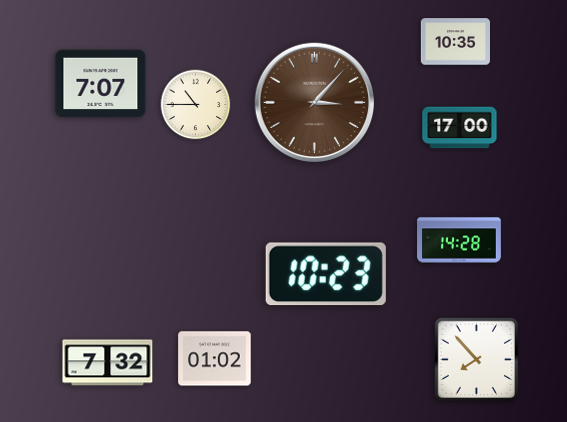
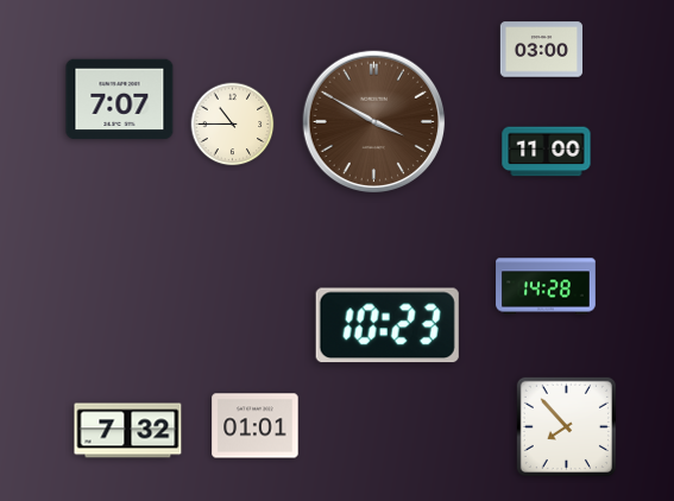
clock at (455, 42): 10:35 -> 03:00
clock at (315, 103): 3:07 -> 3:50
clock at (460, 128): 17:00 -> 11:00
clock at (215, 359): 01:02 -> 01:01
